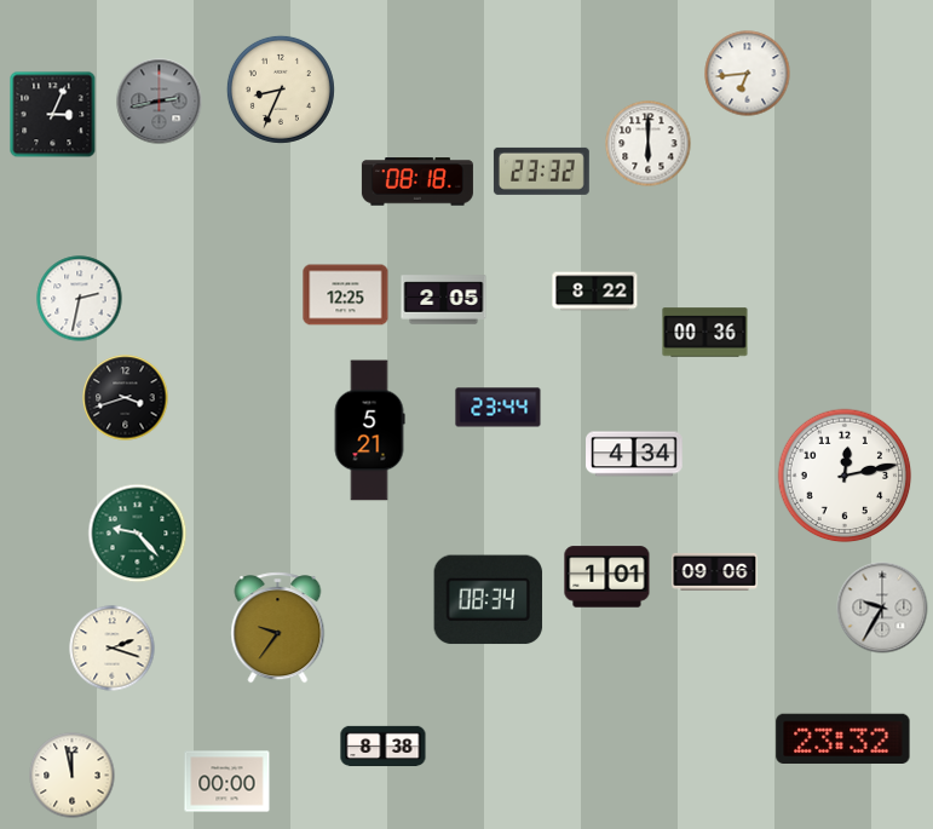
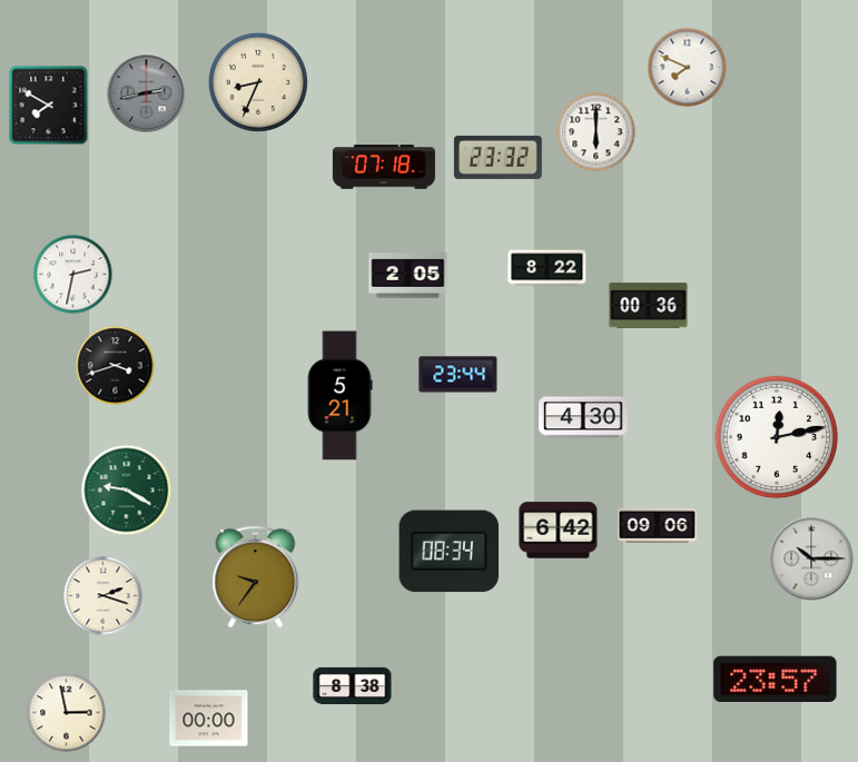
clock at (748, 74): 6:44 -> 7:49
clock at (53, 115): 3:04 -> 7:50
clock at (417, 182): 08:18 -> 07:18
clock at (346, 295): 12:25 -> none
clock at (634, 454): 4:34 -> 4:30
clock at (138, 534): 9:23 -> 9:20
clock at (607, 577): 1:01 -> 6:42
clock at (882, 608): 9:35 -> 10:15
clock at (843, 739): 23:32 -> 23:57
clock at (73, 776): 11:58 -> 2:58
